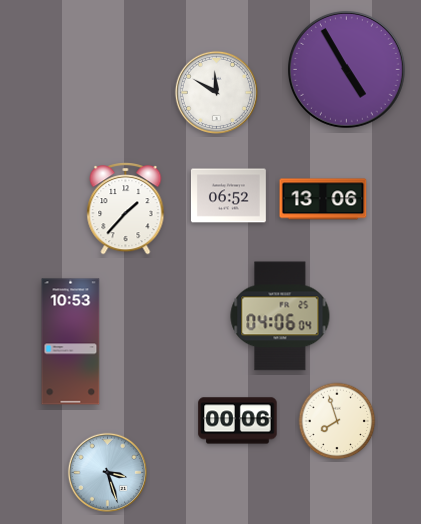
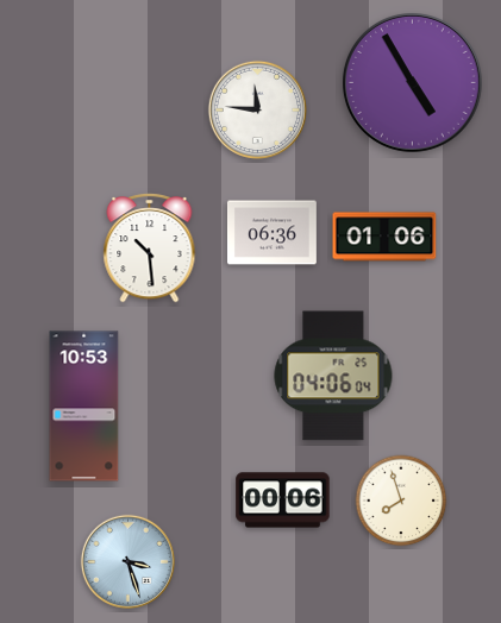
clock at (216, 92): 11:50 -> 11:46
clock at (228, 196): 06:52 -> 06:36
clock at (323, 199): 13:06 -> 01:06
clock at (126, 209): 1:37 -> 10:29
